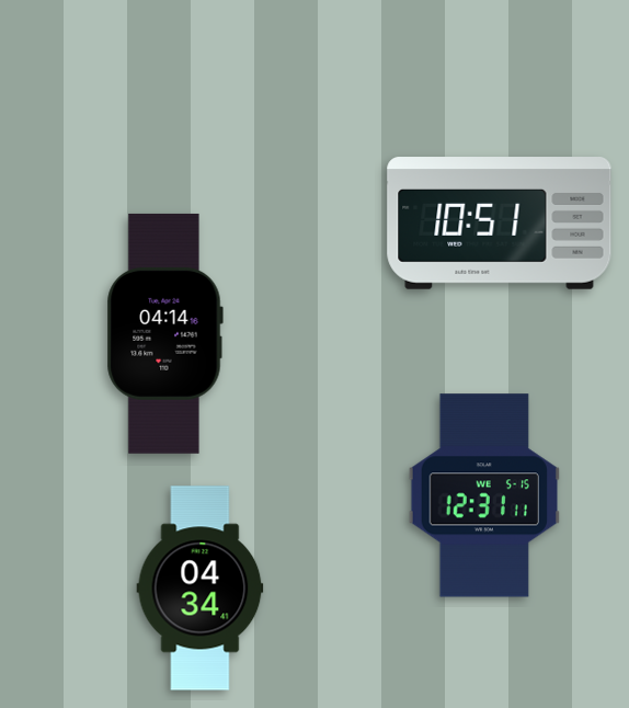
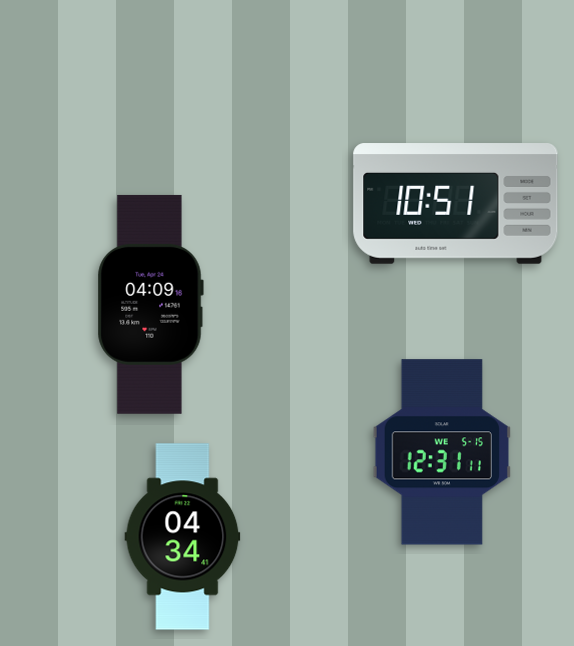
clock at (164, 333): 04:14 -> 04:09
